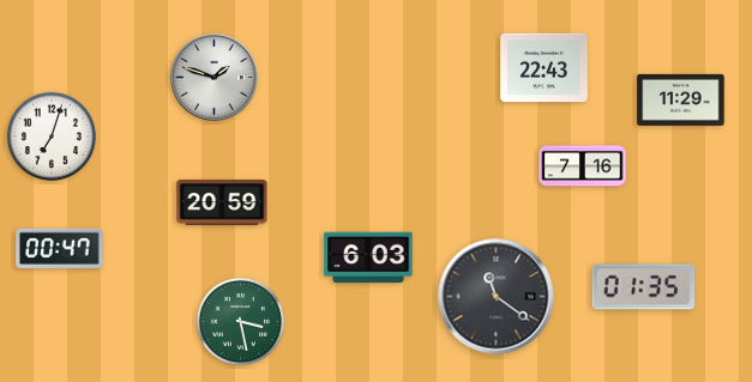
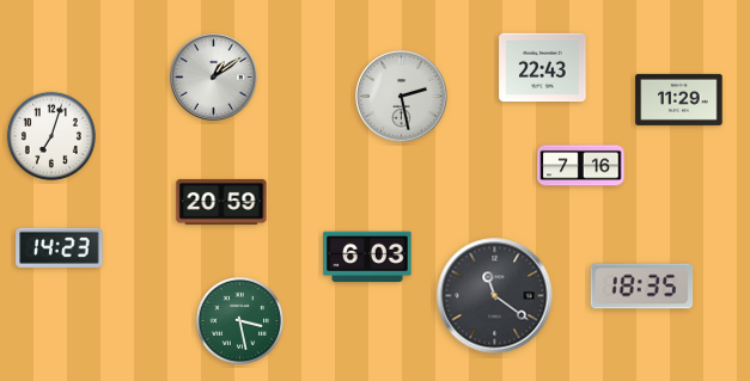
clock at (215, 78): 1:48 -> 1:09
clock at (402, 97): none -> 2:28
clock at (60, 248): 00:47 -> 14:23
clock at (644, 287): 01:35 -> 18:35
